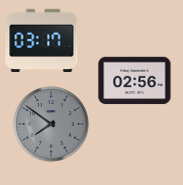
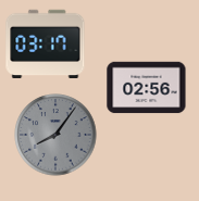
clock at (51, 124): 7:51 -> 8:06
